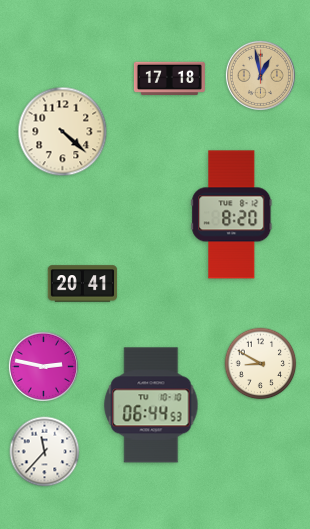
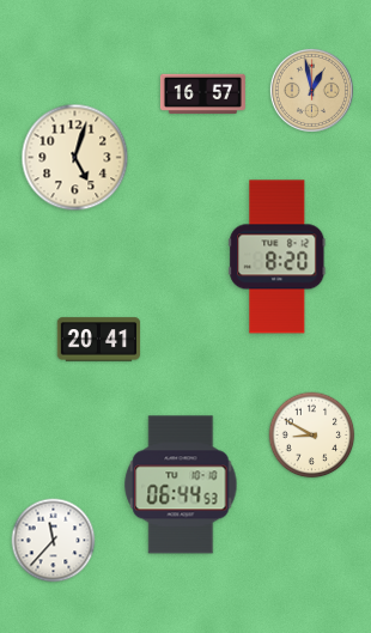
clock at (169, 79): 17:18 -> 16:57
clock at (63, 132): 4:22 -> 5:03
clock at (43, 366): 2:47 -> none
